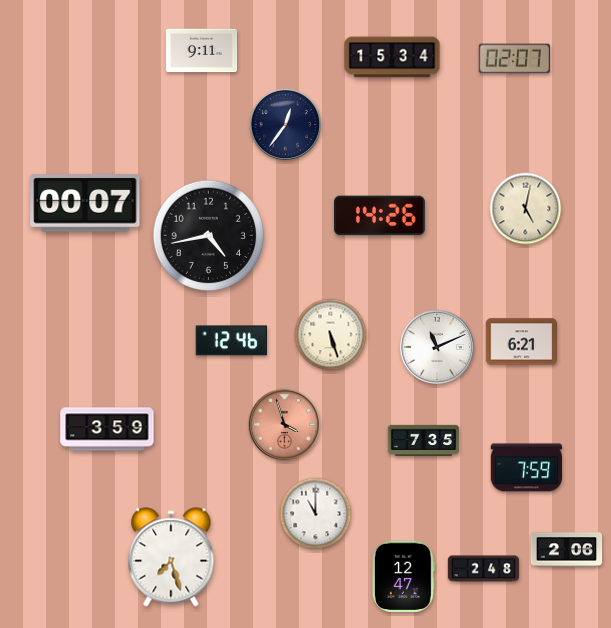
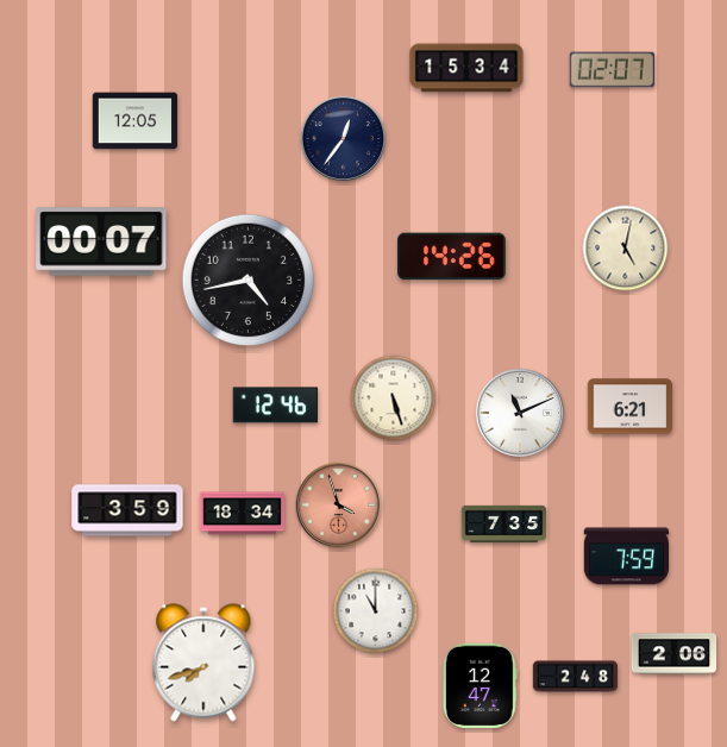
clock at (202, 51): 9:11 -> none
clock at (136, 121): none -> 12:05
clock at (286, 125) position: (286, 125) -> (344, 139)
clock at (522, 342) position: (522, 342) -> (631, 407)
clock at (243, 514): none -> 18:34
clock at (171, 557): 7:27 -> 7:42
